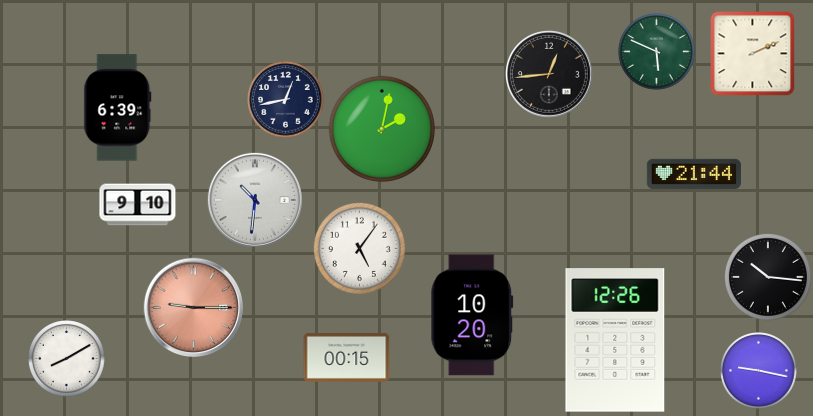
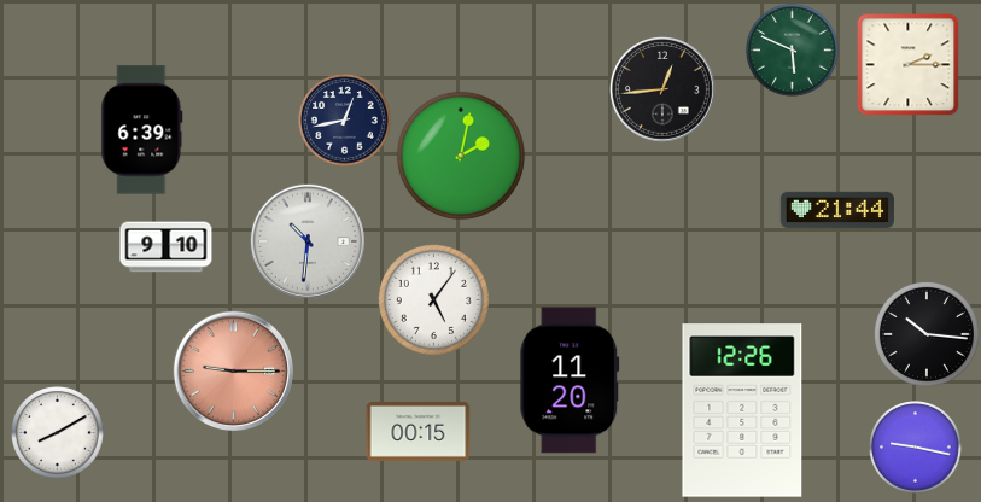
clock at (657, 52) position: (657, 52) -> (793, 51)
clock at (753, 54): 2:11 -> 2:15
clock at (472, 315): 10:20 -> 11:20
clock at (67, 359) position: (67, 359) -> (58, 433)
